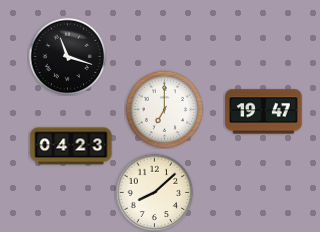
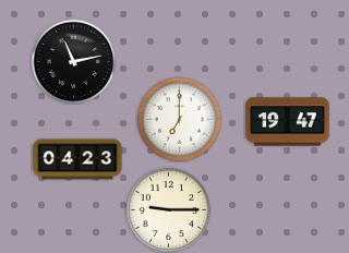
clock at (67, 56): 11:18 -> 11:13
clock at (154, 192): 8:08 -> 9:15
